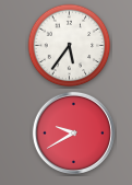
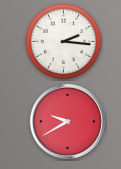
clock at (70, 46): 5:36 -> 2:16
